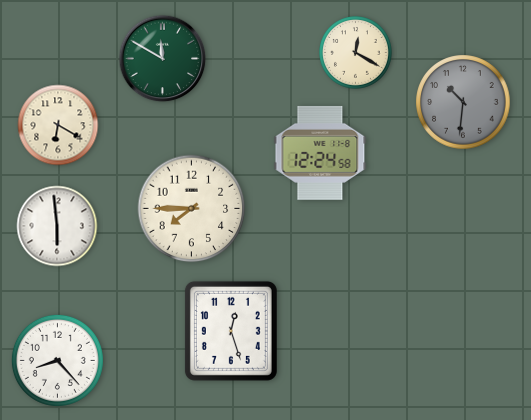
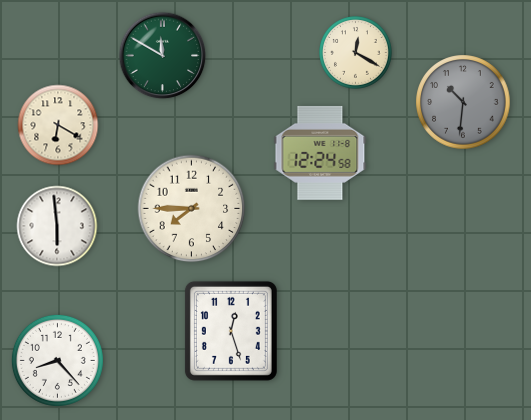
clock at (163, 59) position: (163, 59) -> (163, 56)
